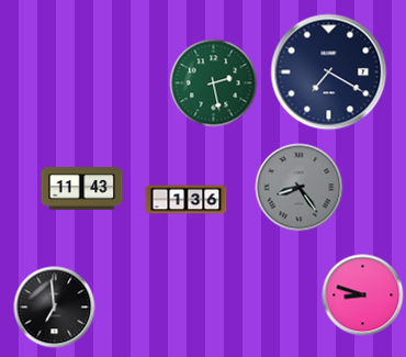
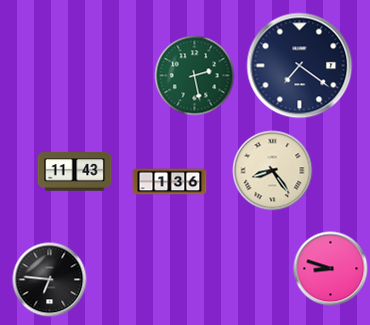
clock at (329, 72): 7:20 -> 7:21
clock at (300, 188) dial: grey -> cream
clock at (55, 308): 6:59 -> 6:46
